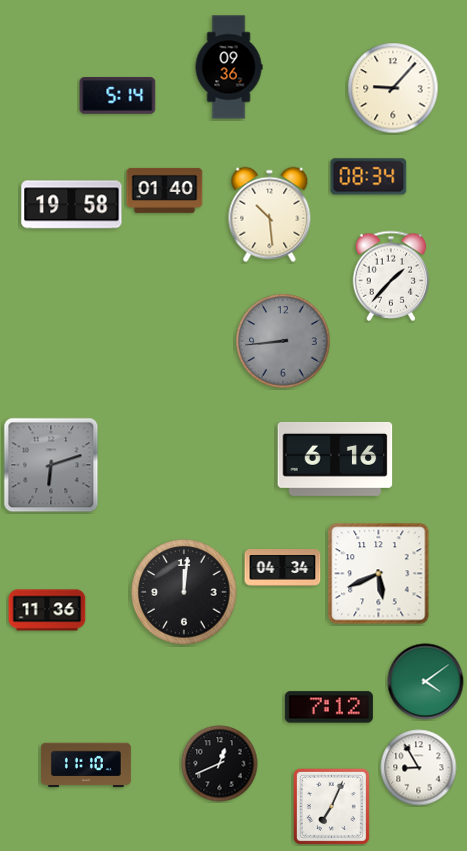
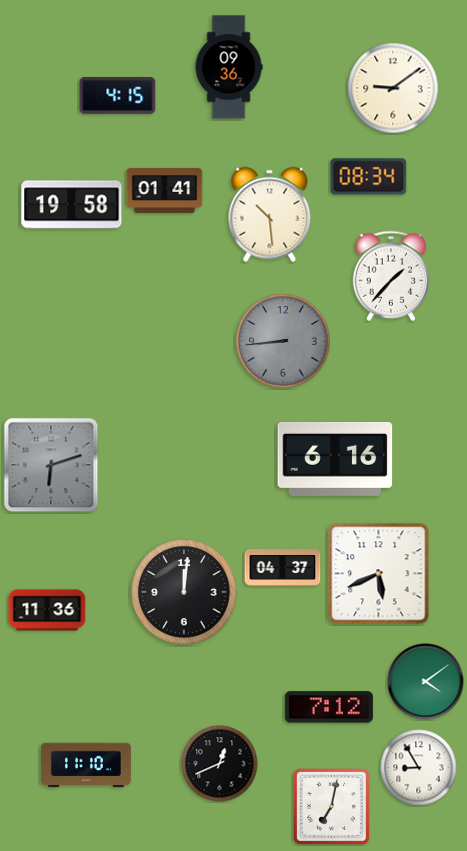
clock at (393, 88): 9:07 -> 9:09
clock at (118, 96): 5:14 -> 4:15
clock at (165, 190): 01:40 -> 01:41
clock at (283, 568): 04:34 -> 04:37
clock at (331, 806): 7:04 -> 7:02
